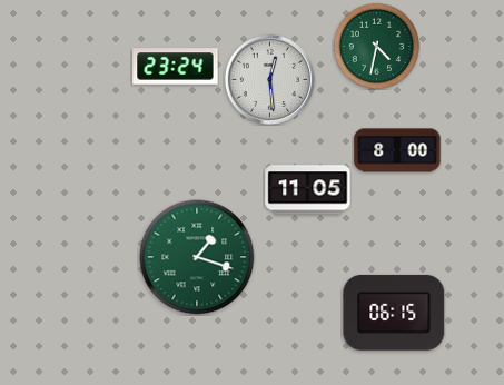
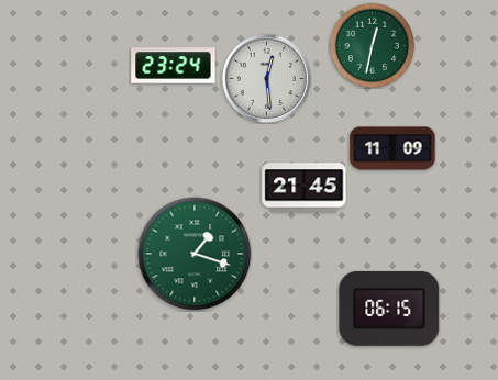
clock at (376, 46): 4:32 -> 12:32
clock at (397, 150): 8:00 -> 11:09
clock at (308, 190): 11:05 -> 21:45
